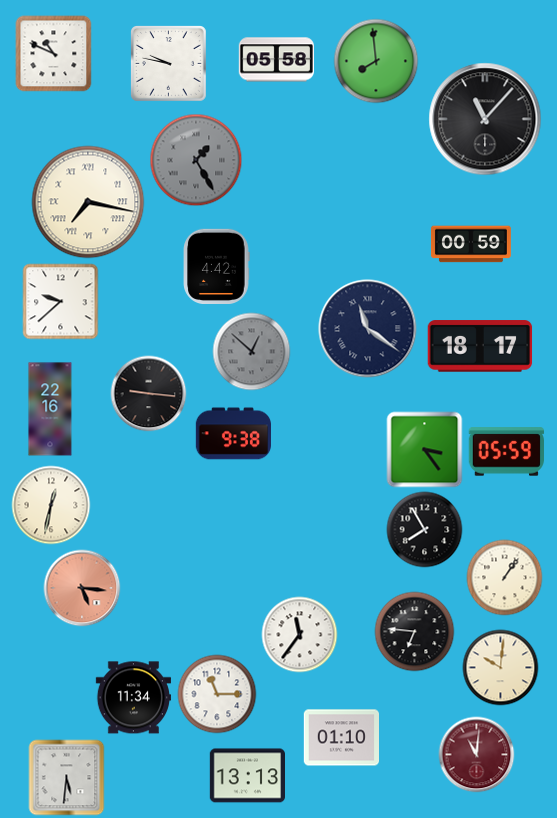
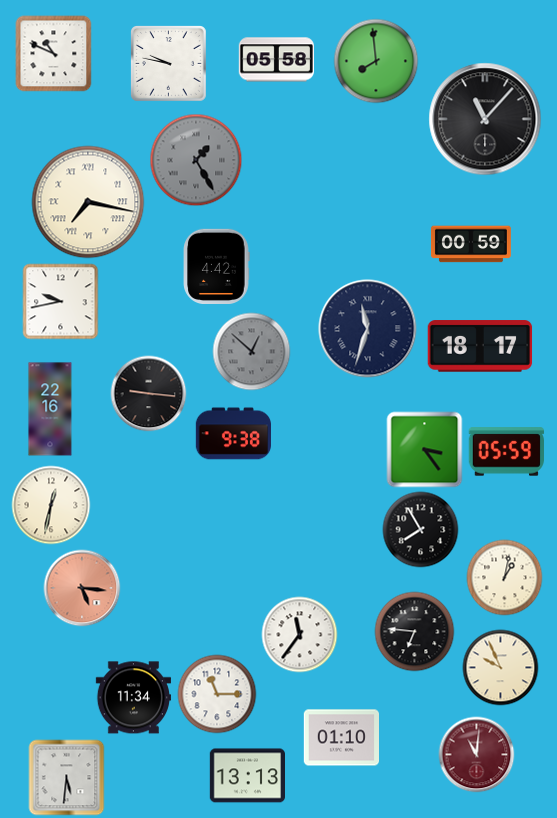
clock at (61, 302): 9:38 -> 9:43
clock at (368, 329): 11:21 -> 11:33
clock at (425, 530) position: (425, 530) -> (421, 530)
clock at (505, 578): 1:06 -> 1:02
clock at (501, 668): 10:01 -> 9:56
